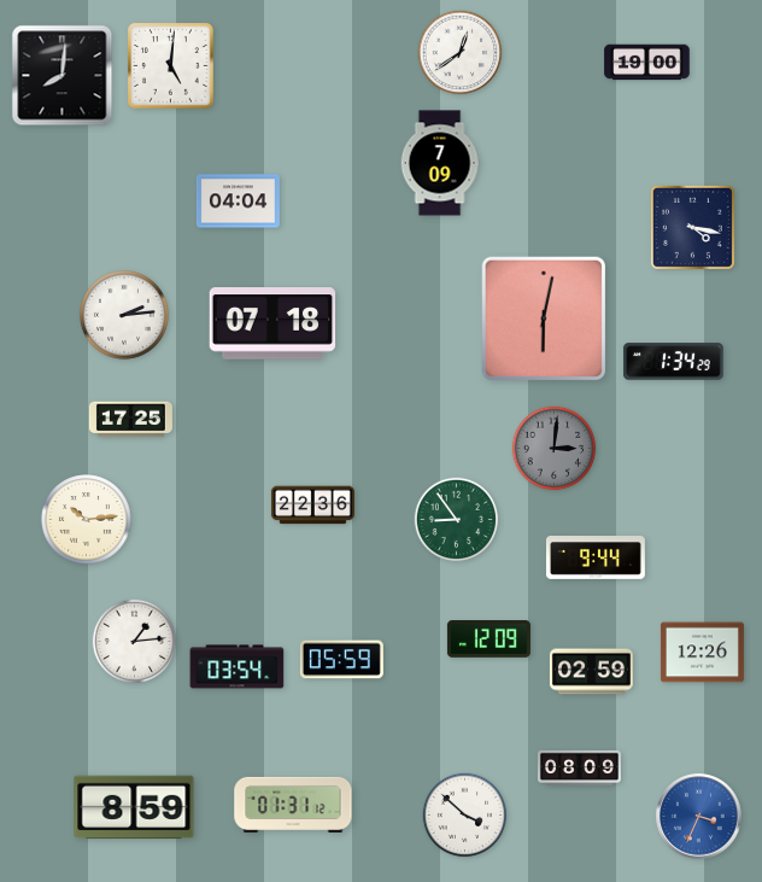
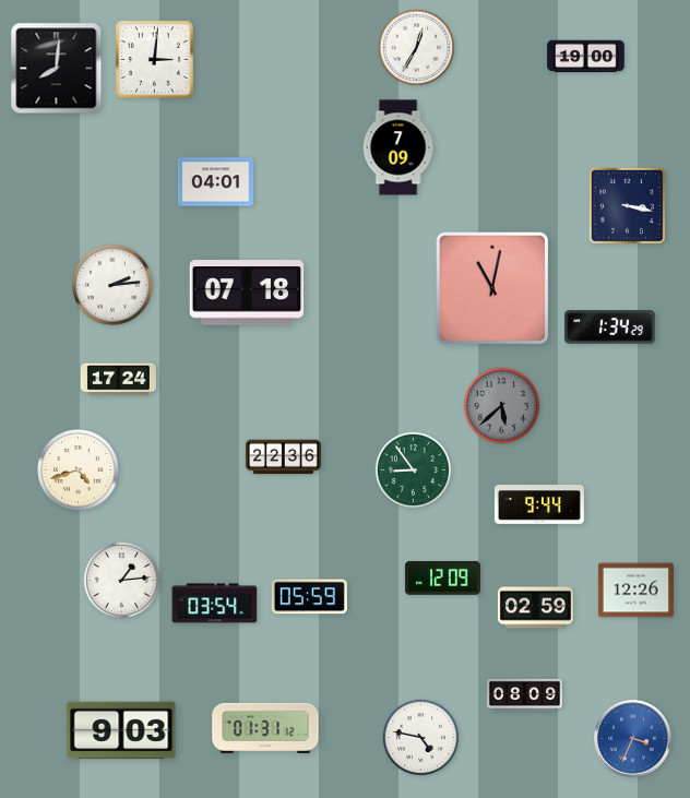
clock at (461, 53): 12:39 -> 12:35
clock at (171, 66): 5:01 -> 3:01
clock at (238, 201): 04:04 -> 04:01
clock at (692, 227): 4:17 -> 3:17
clock at (544, 319): 6:02 -> 11:02
clock at (130, 420): 17:25 -> 17:24
clock at (555, 449): 3:01 -> 5:38
clock at (87, 520): 10:14 -> 4:42
clock at (134, 807): 8:59 -> 9:03
clock at (465, 816): 3:52 -> 4:47
